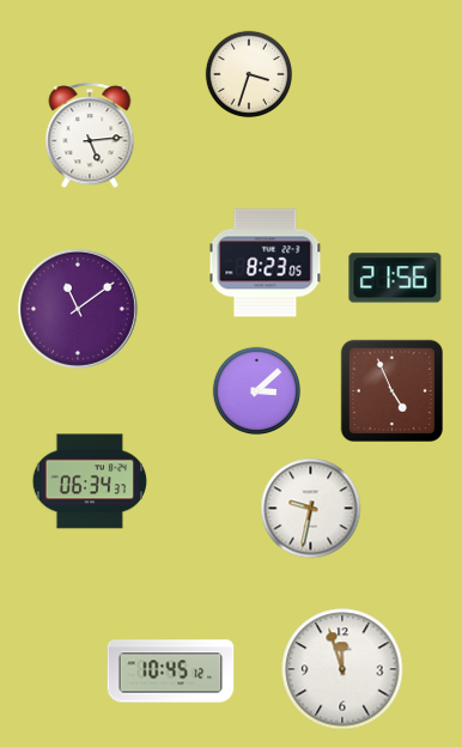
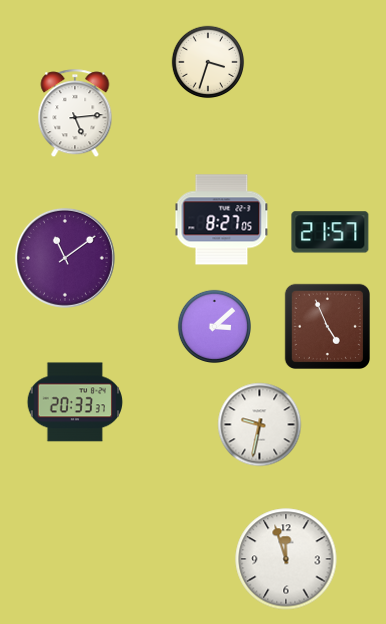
clock at (266, 263): 8:23 -> 8:27
clock at (395, 278): 21:56 -> 21:57
clock at (89, 481): 06:34 -> 20:33
clock at (171, 672): 10:45 -> none
